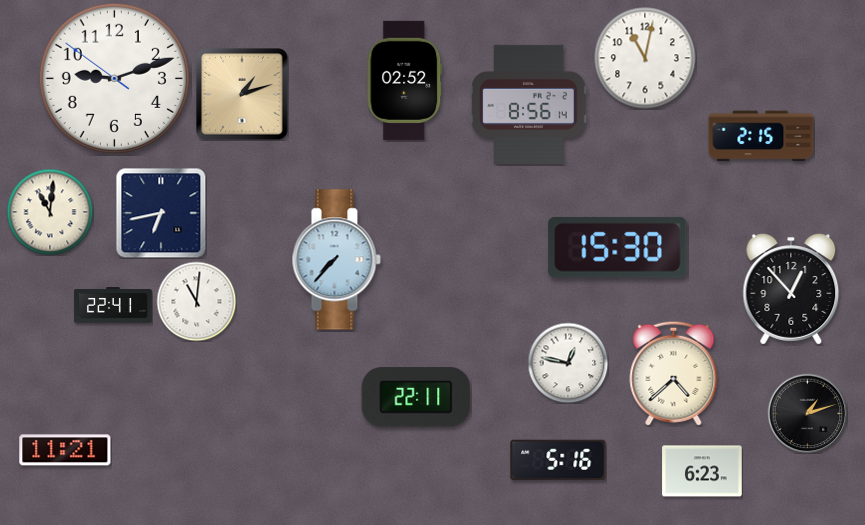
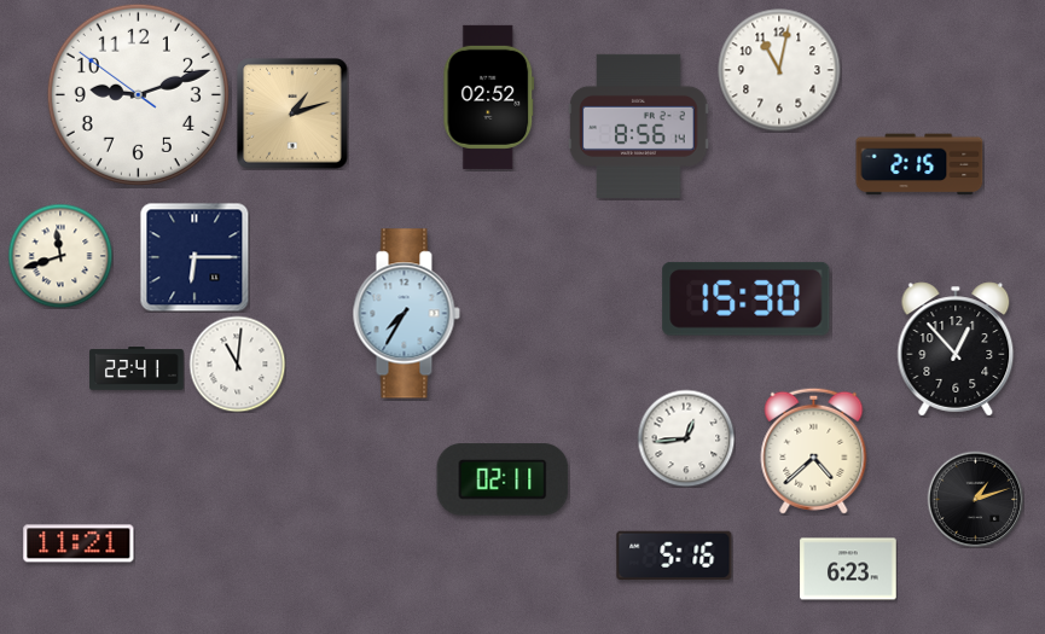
clock at (50, 212): 11:01 -> 11:42
clock at (161, 213): 6:43 -> 6:15
clock at (336, 260): 7:37 -> 7:35
clock at (568, 363): 12:47 -> 12:44
clock at (416, 397): 22:11 -> 02:11
